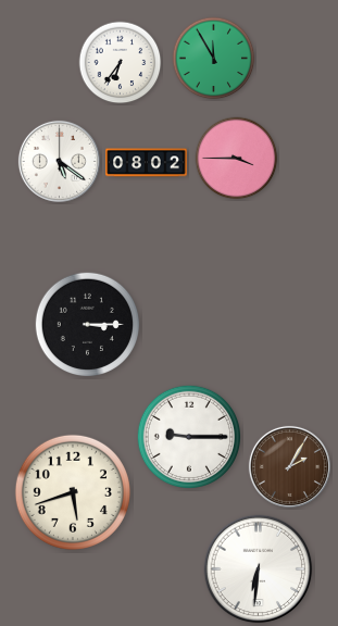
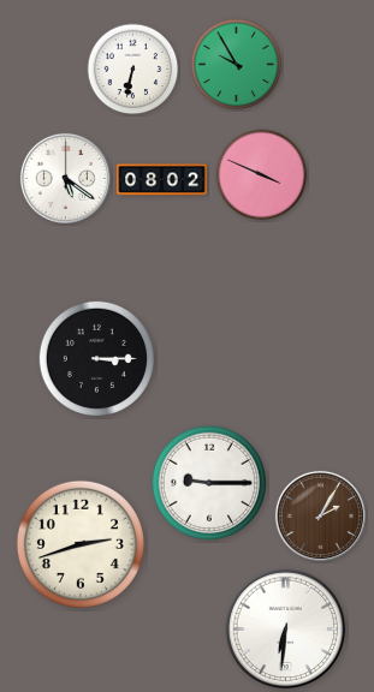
clock at (214, 59): 11:55 -> 9:55
clock at (121, 63): 6:36 -> 6:32
clock at (237, 159): 3:45 -> 3:49
clock at (73, 492): 5:42 -> 2:42
